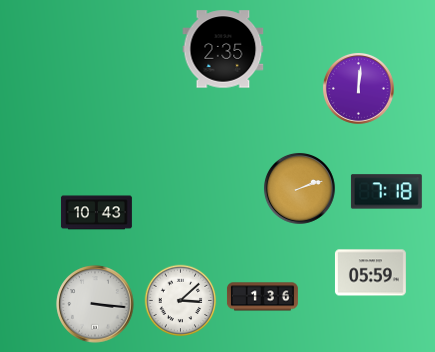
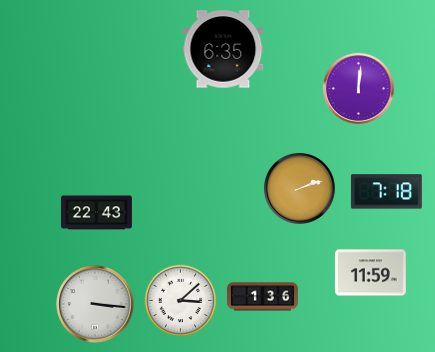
clock at (223, 49): 2:35 -> 6:35
clock at (96, 213): 10:43 -> 22:43
clock at (370, 273): 05:59 -> 11:59
